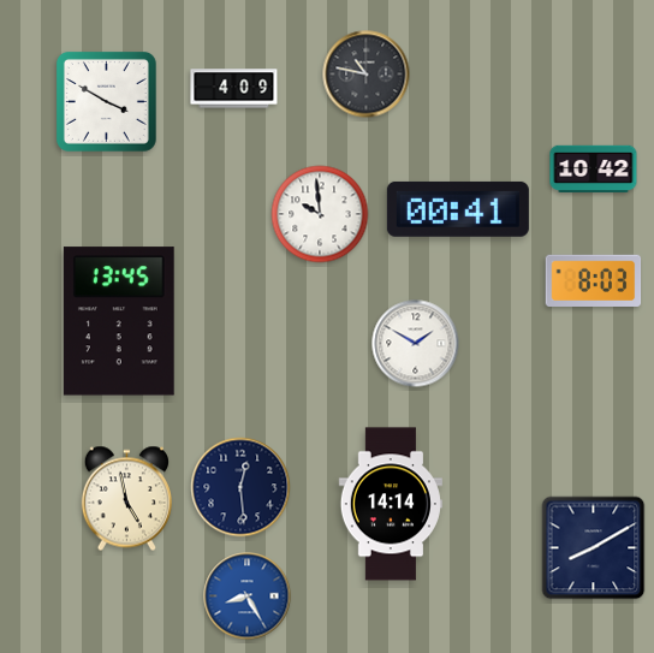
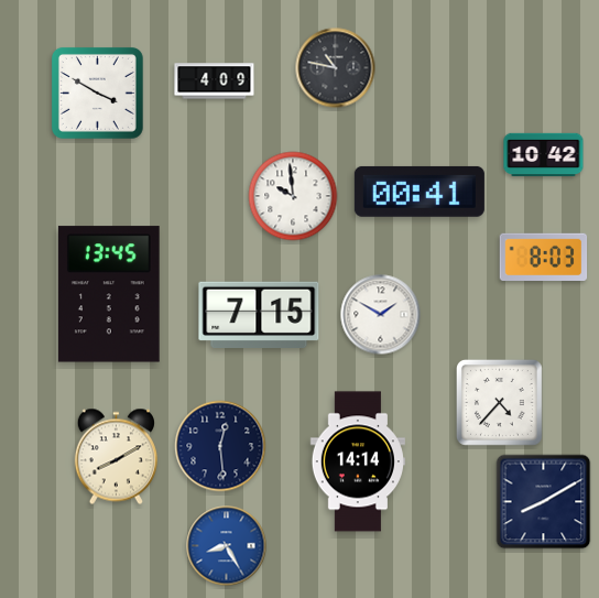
clock at (259, 315): none -> 7:15
clock at (500, 403): none -> 4:37
clock at (126, 499): 4:58 -> 8:10
